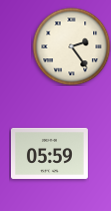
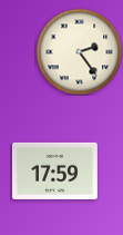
clock at (49, 153): 05:59 -> 17:59
